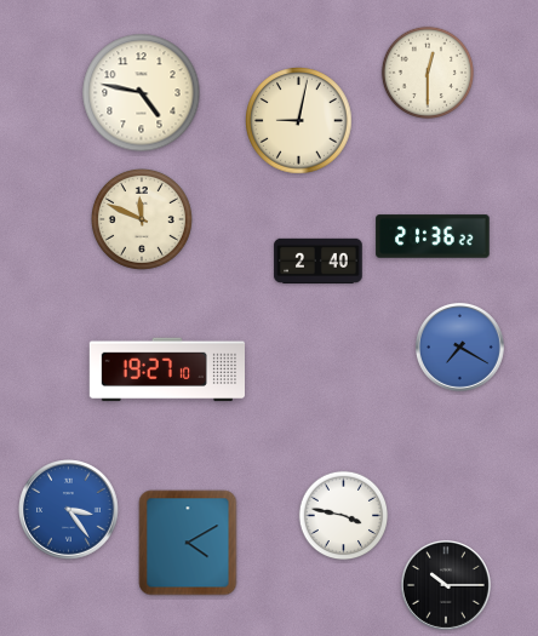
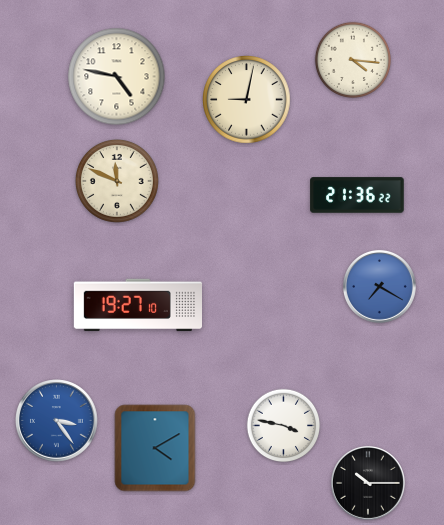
clock at (427, 71): 12:30 -> 4:16
clock at (319, 260): 2:40 -> none
